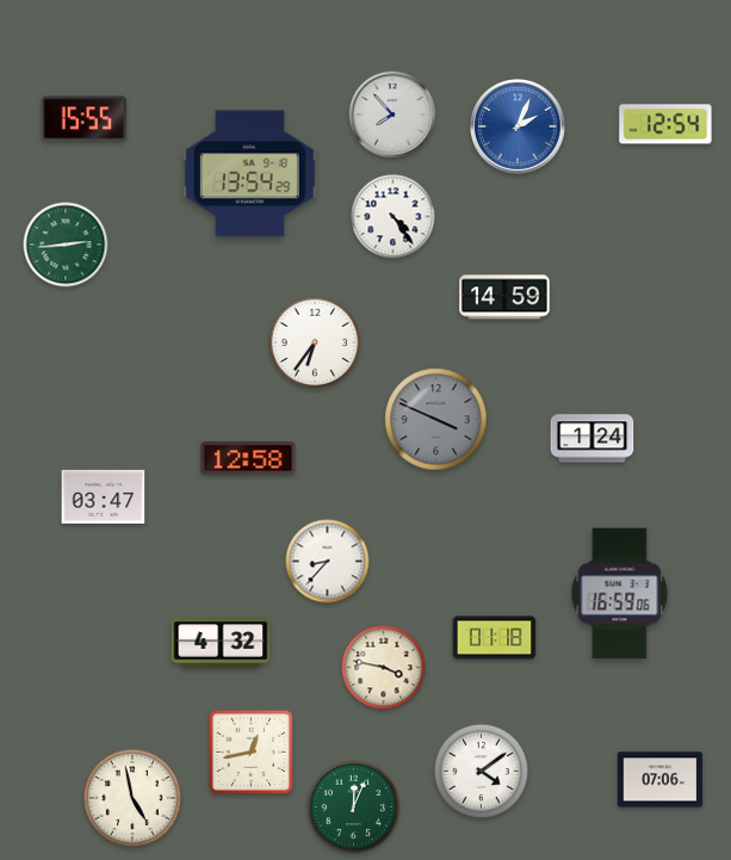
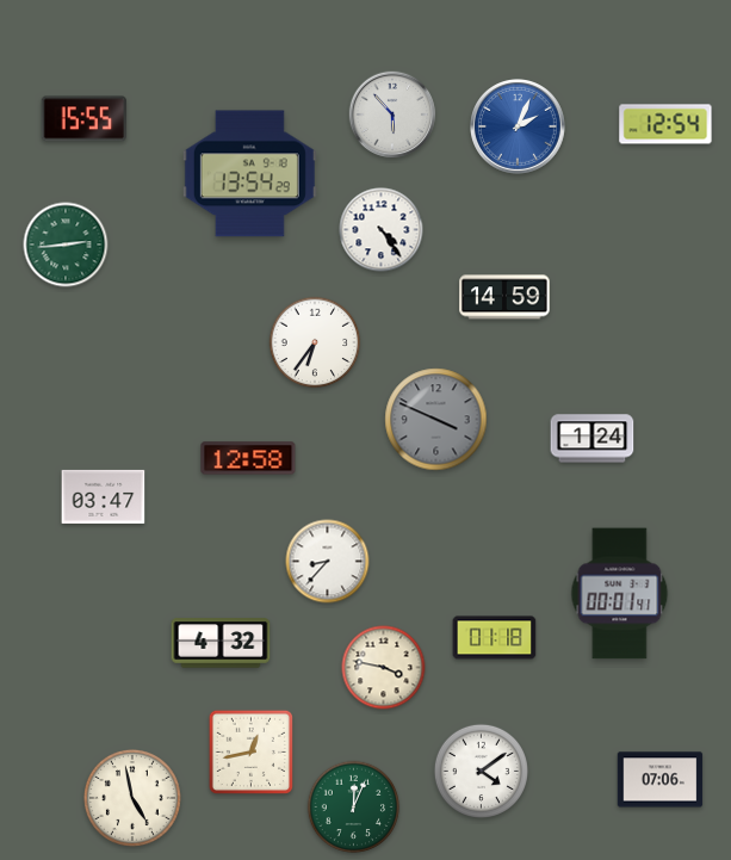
clock at (392, 115): 7:53 -> 5:53
clock at (394, 217) position: (394, 217) -> (382, 230)
clock at (620, 594): 16:59 -> 00:01
